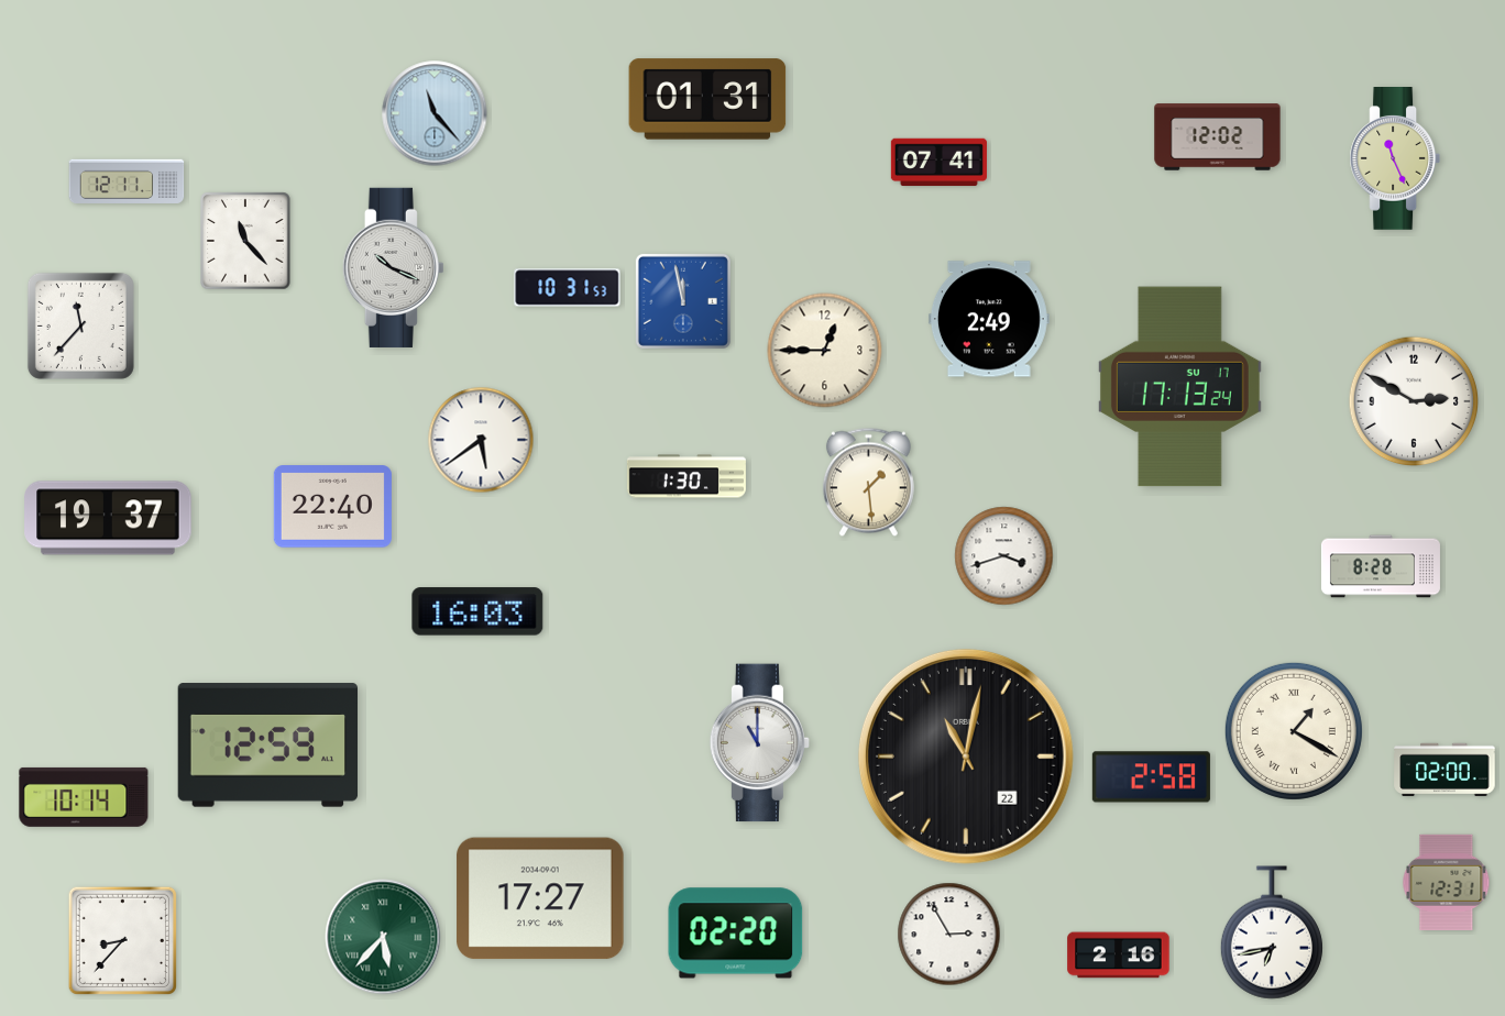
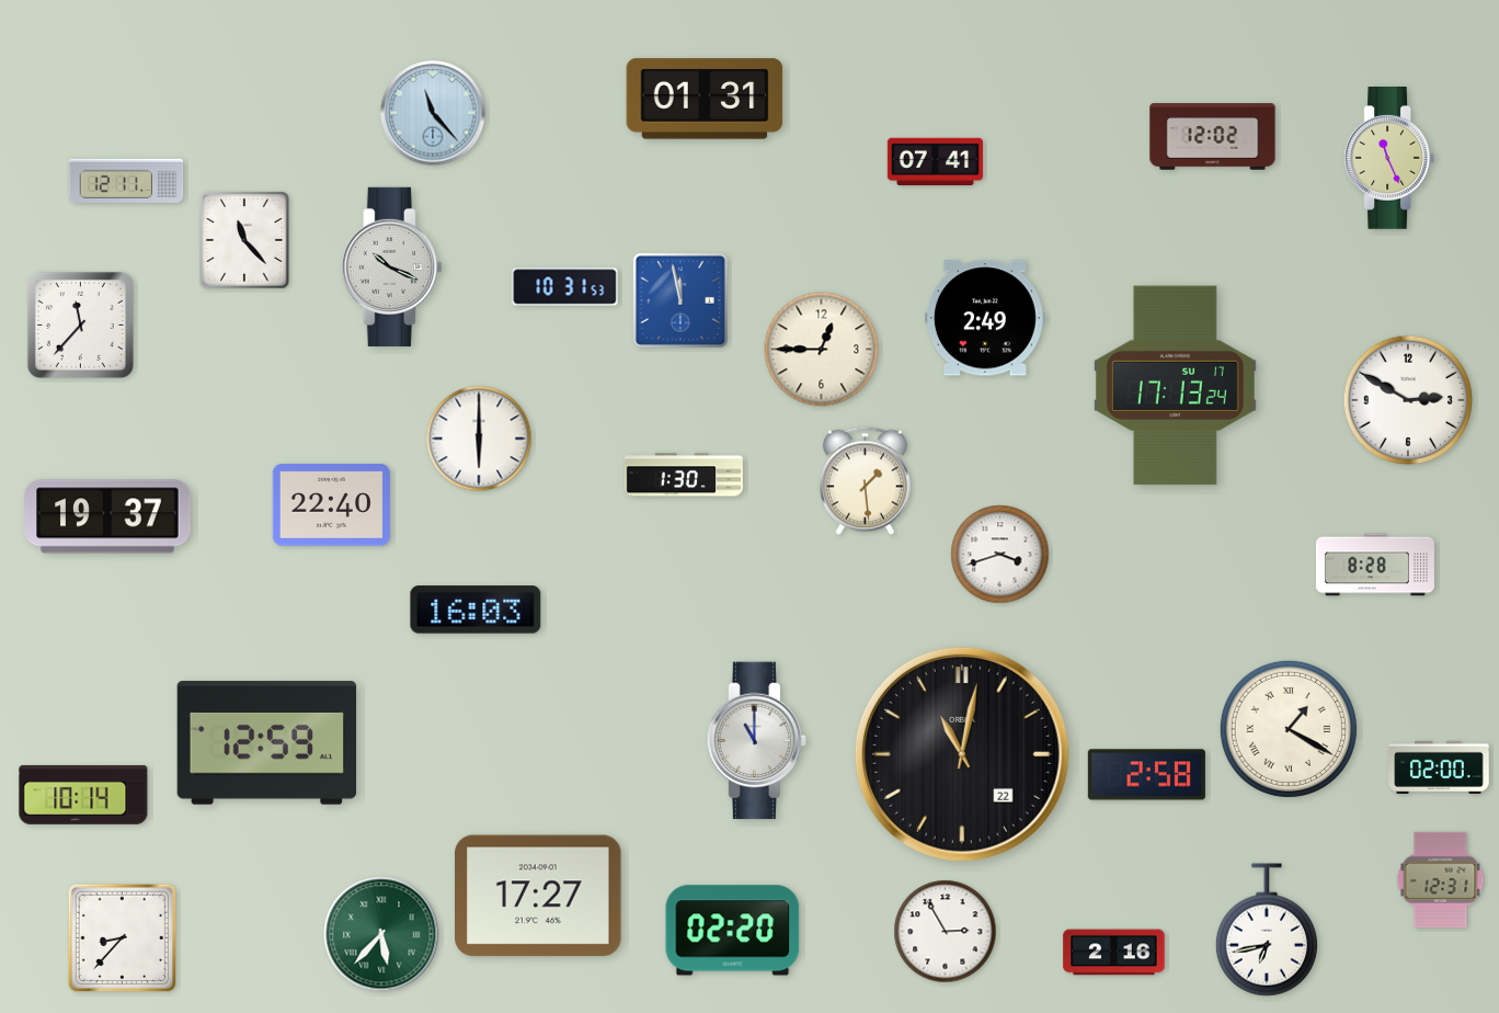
clock at (481, 440): 5:39 -> 6:00
